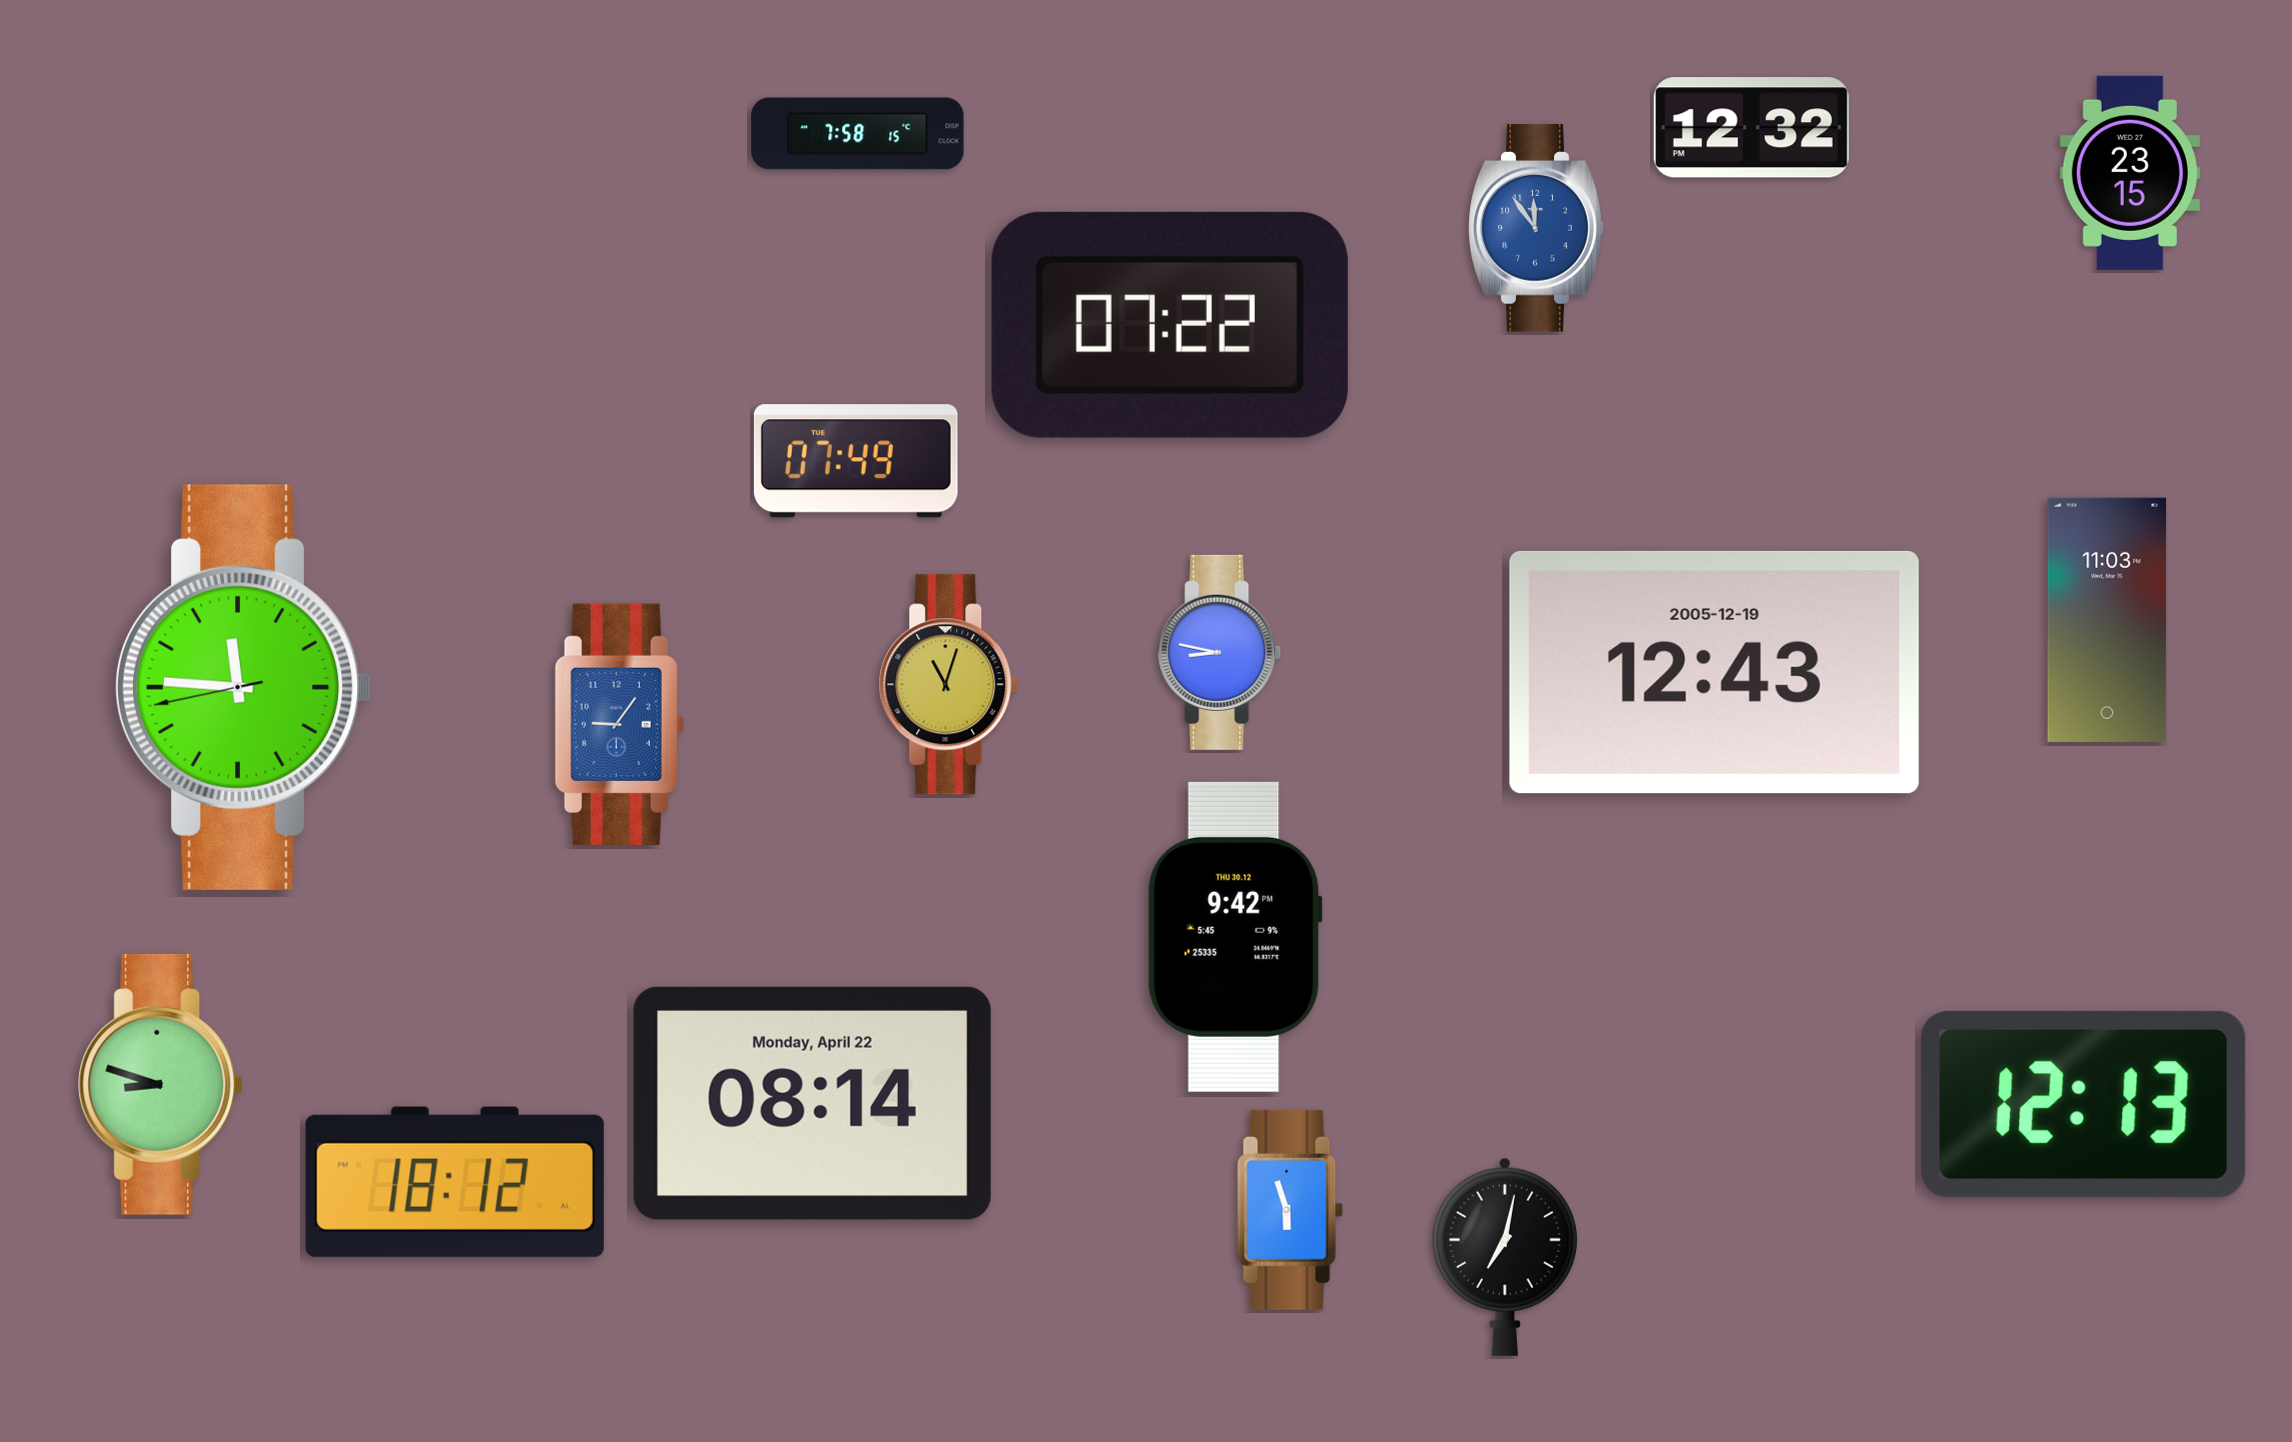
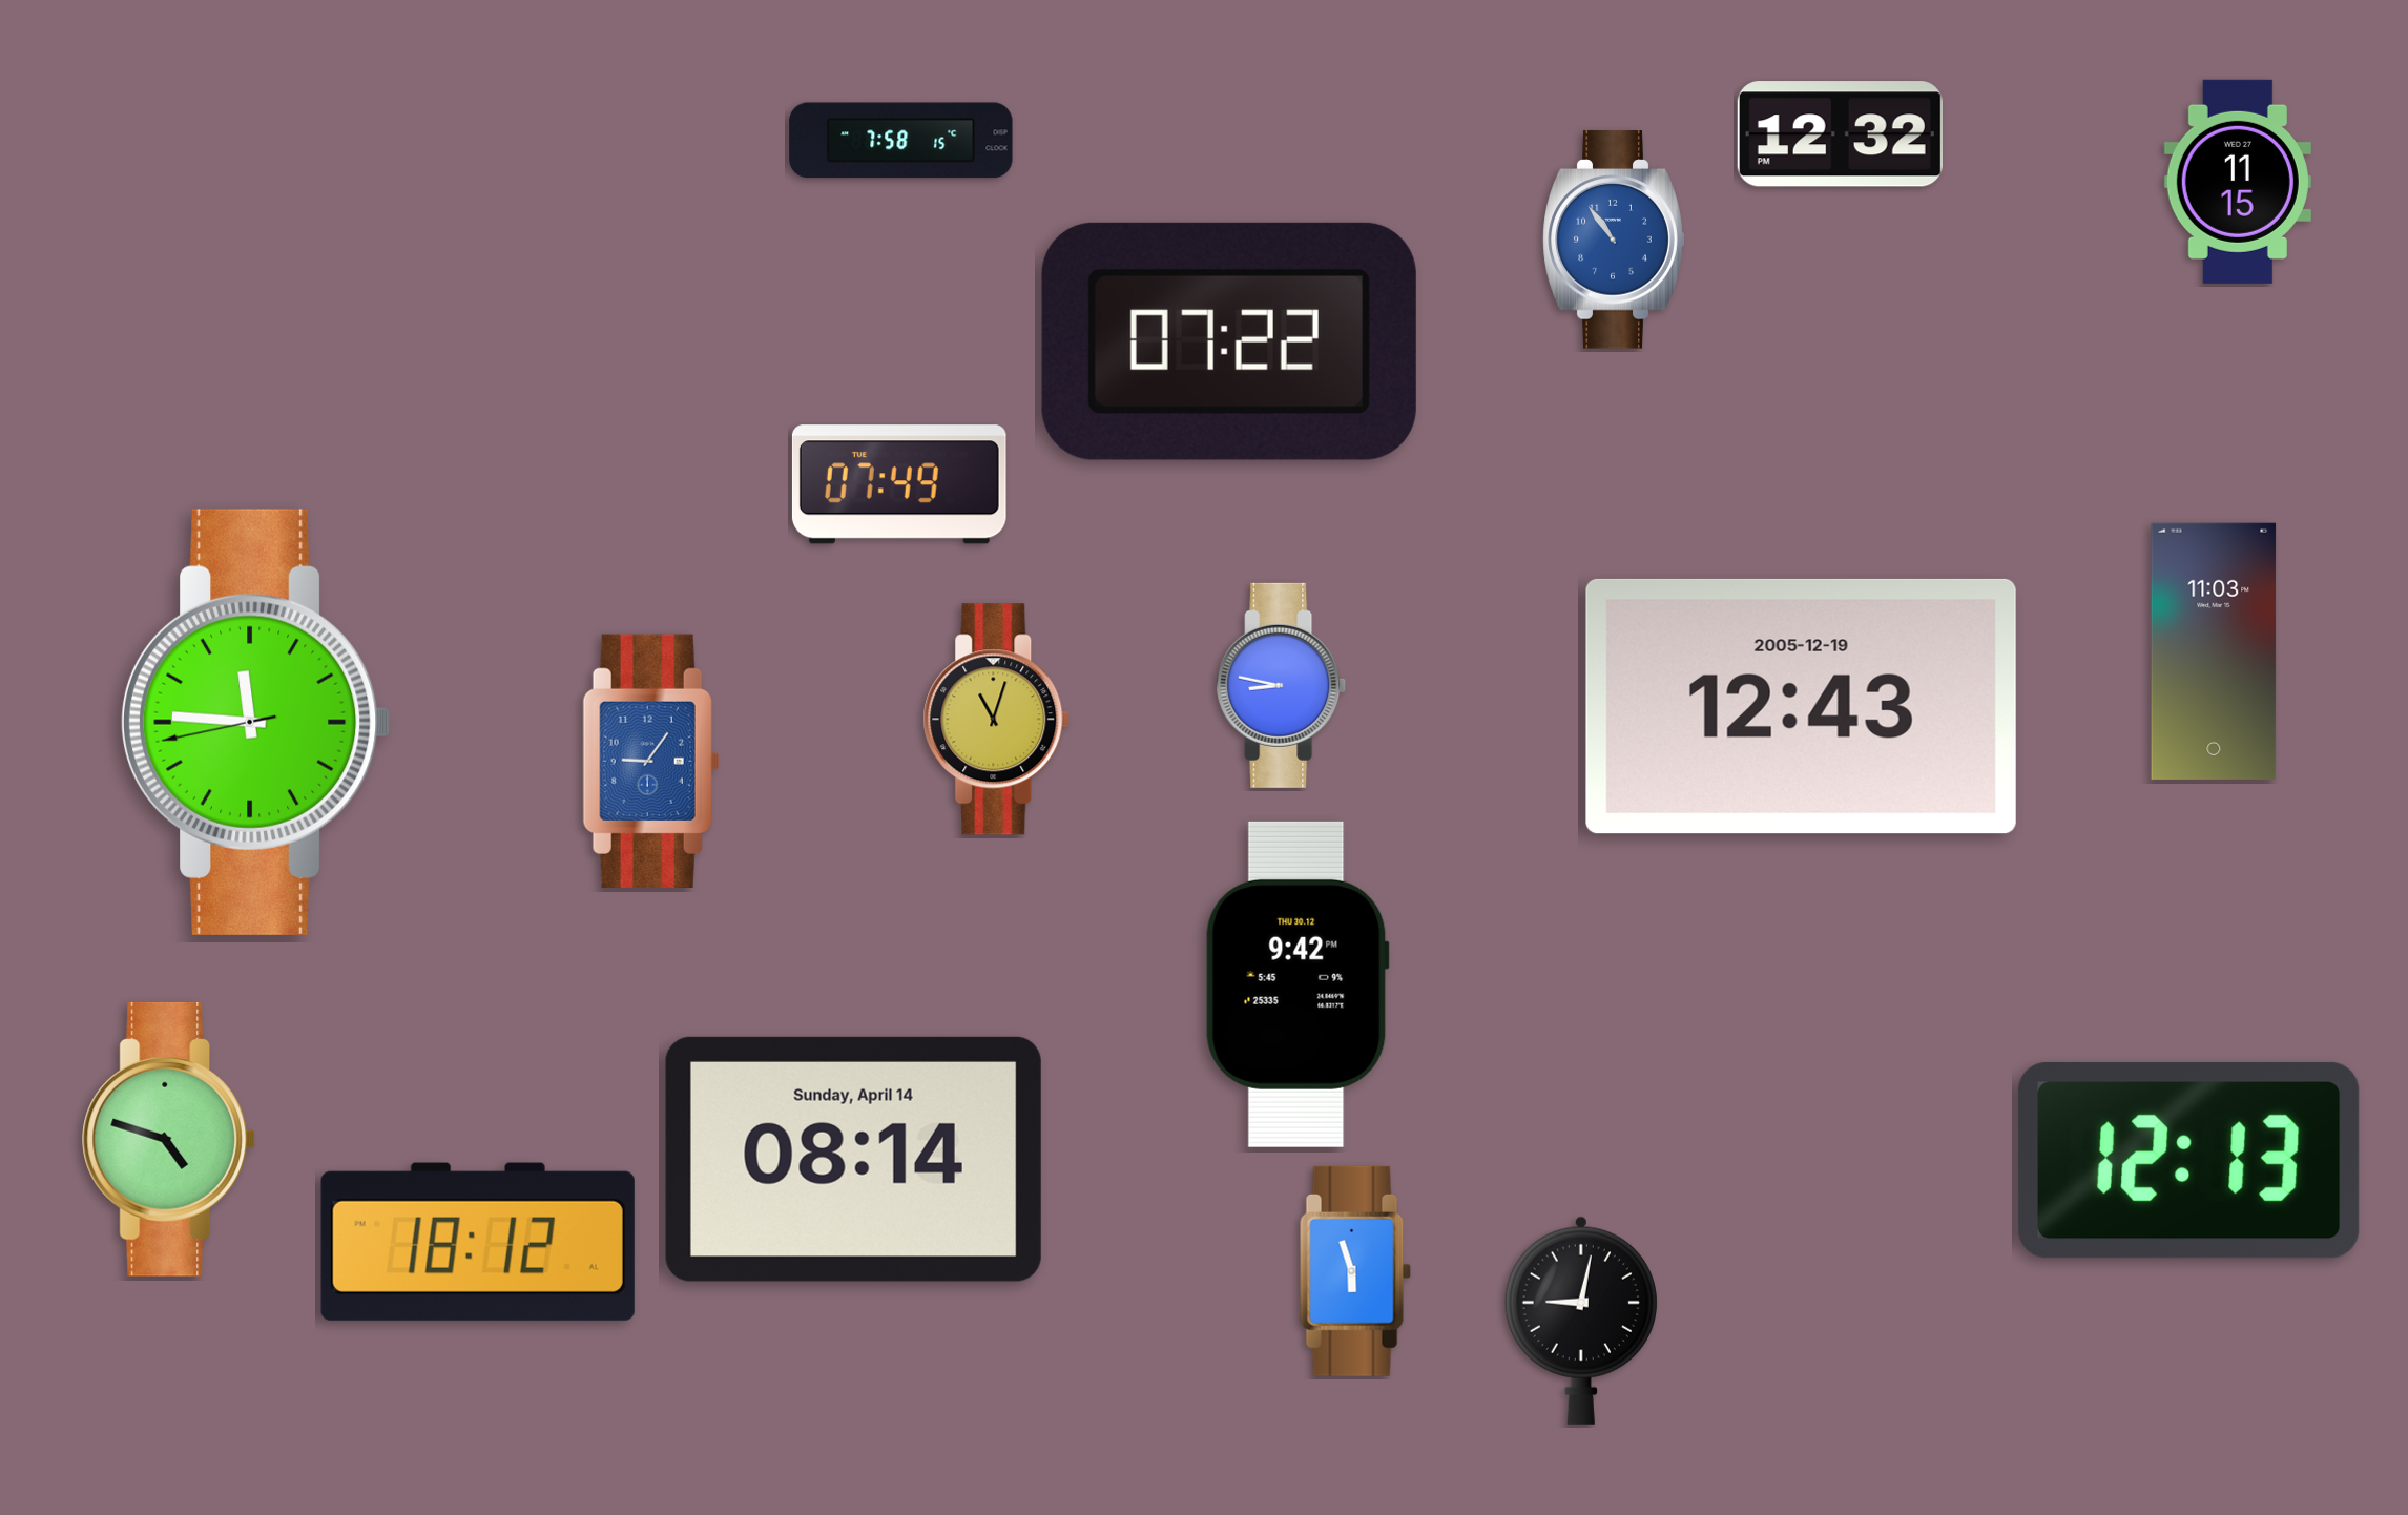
clock at (2130, 173): 23:15 -> 11:15
clock at (1536, 228): 11:54 -> 10:54
clock at (161, 1084): 8:48 -> 4:48
clock at (812, 1103) date: Monday, April 22 -> Sunday, April 14
clock at (1505, 1257): 7:02 -> 9:02
